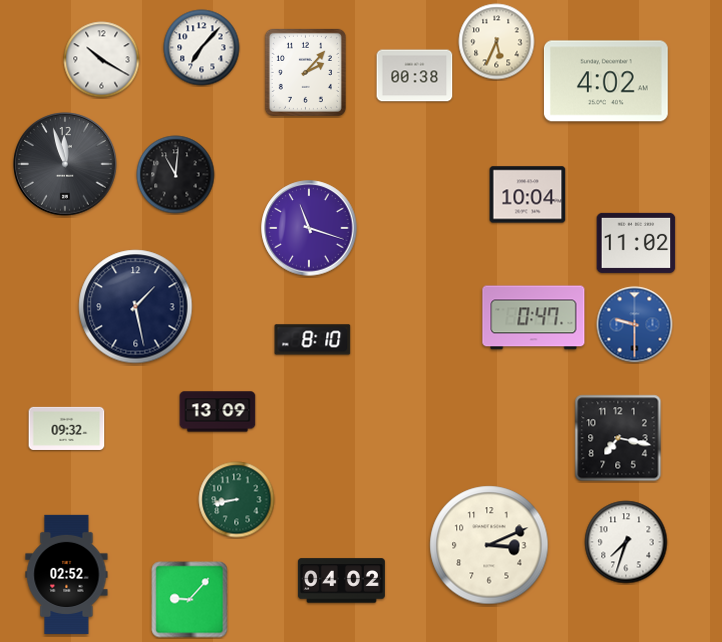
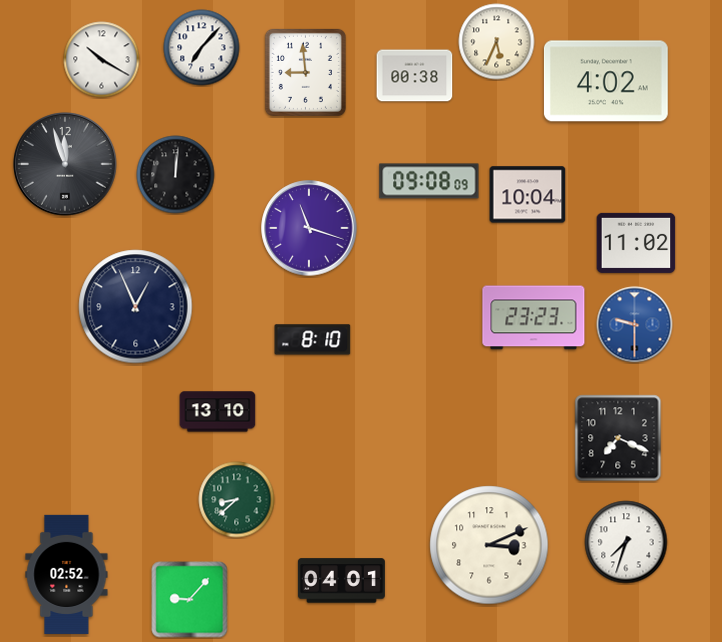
clock at (305, 72): 2:07 -> 8:59
clock at (176, 175): 11:01 -> 12:01
clock at (429, 181): none -> 09:08
clock at (136, 307): 1:28 -> 12:56
clock at (534, 318): 0:47 -> 23:23
clock at (218, 412): 13:09 -> 13:10
clock at (67, 428): 09:32 -> none
clock at (618, 438): 7:17 -> 7:19
clock at (237, 500): 8:43 -> 8:38
clock at (341, 581): 04:02 -> 04:01
